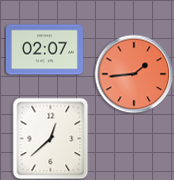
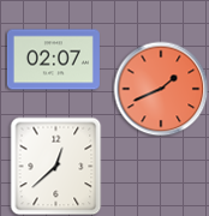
clock at (134, 74): 1:44 -> 1:41
clock at (51, 138) position: (51, 138) -> (56, 166)
